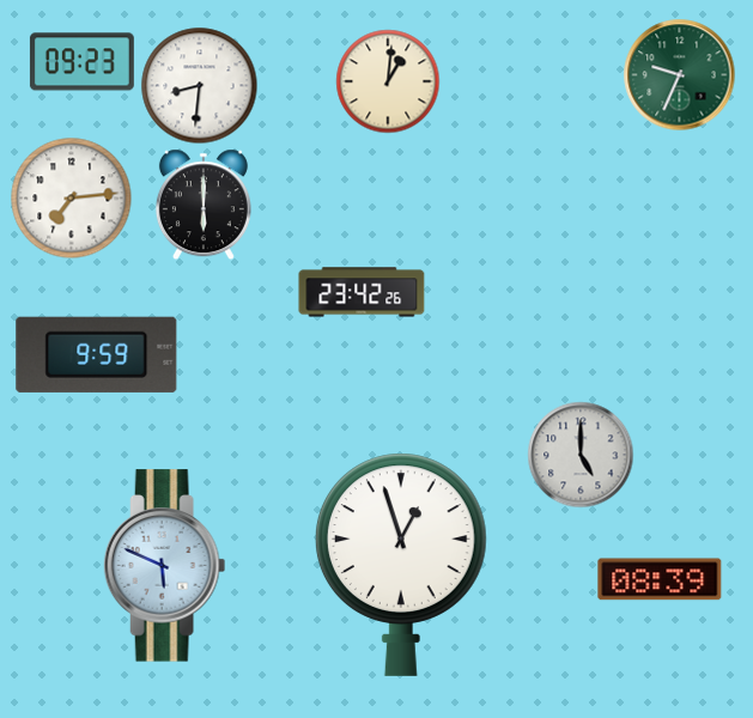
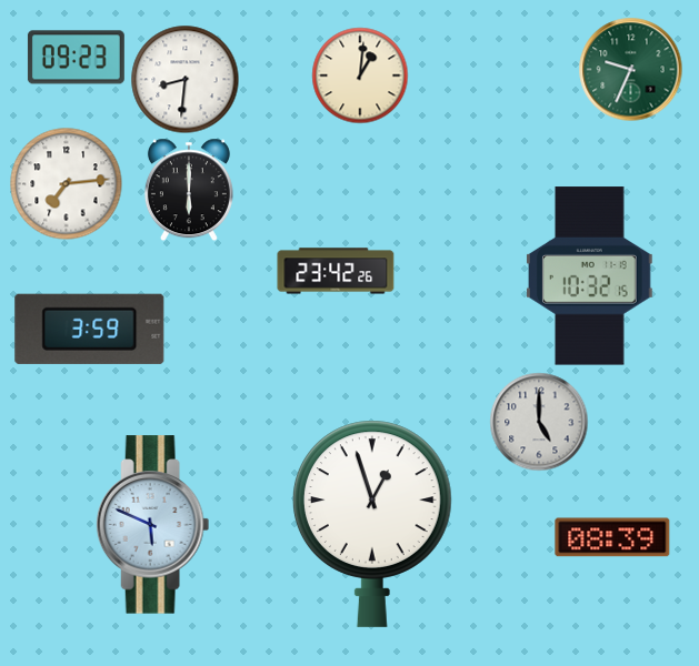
clock at (590, 276): none -> 10:32
clock at (97, 354): 9:59 -> 3:59
